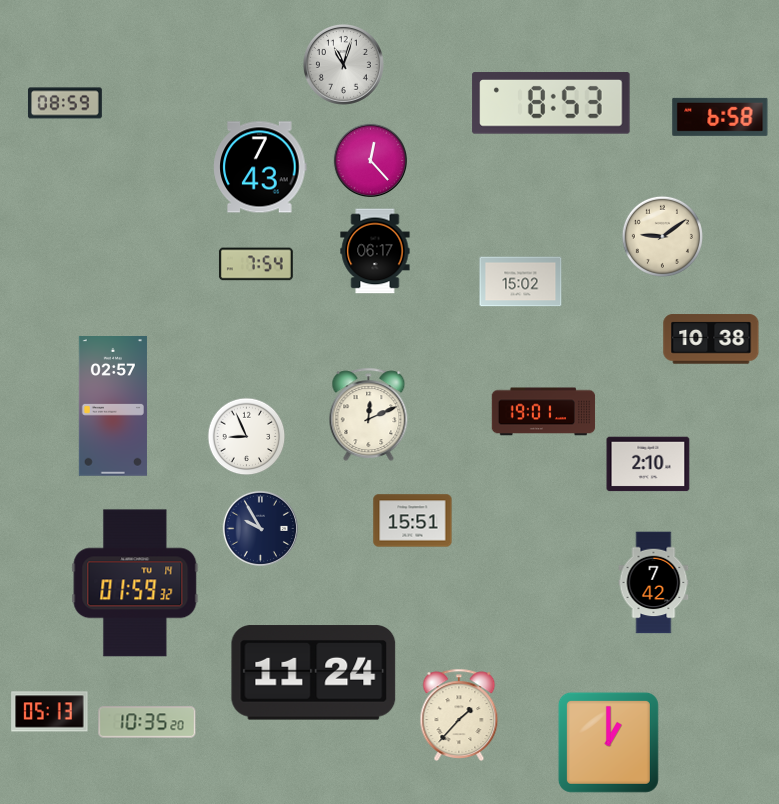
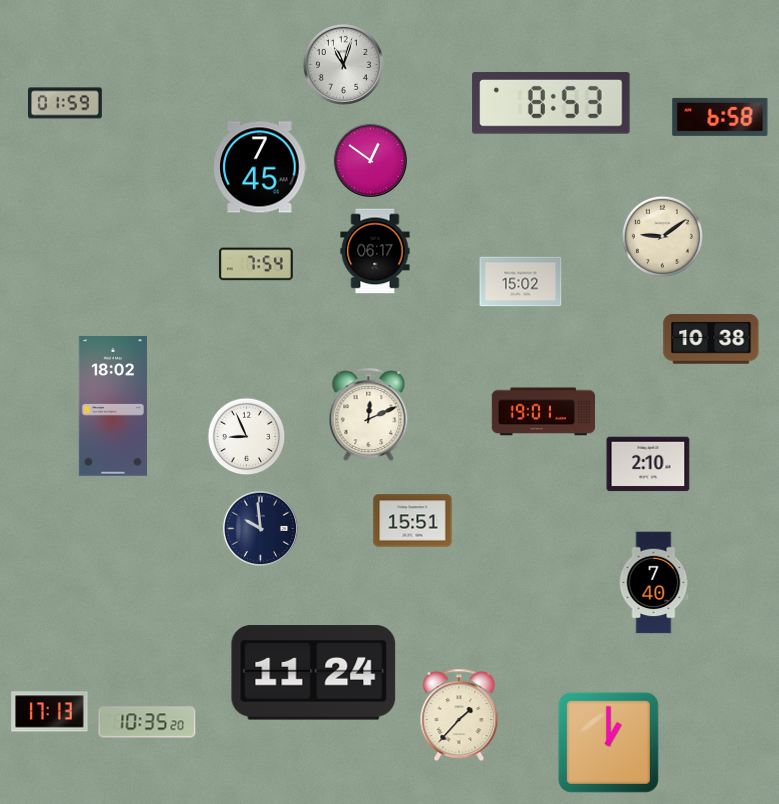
clock at (65, 103): 08:59 -> 01:59
clock at (370, 160): 12:23 -> 12:51
clock at (260, 167): 7:43 -> 7:45
clock at (113, 407): 02:57 -> 18:02
clock at (260, 528): 9:55 -> 9:59
clock at (135, 583): 01:59 -> none
clock at (654, 583): 7:42 -> 7:40
clock at (50, 712): 05:13 -> 17:13
